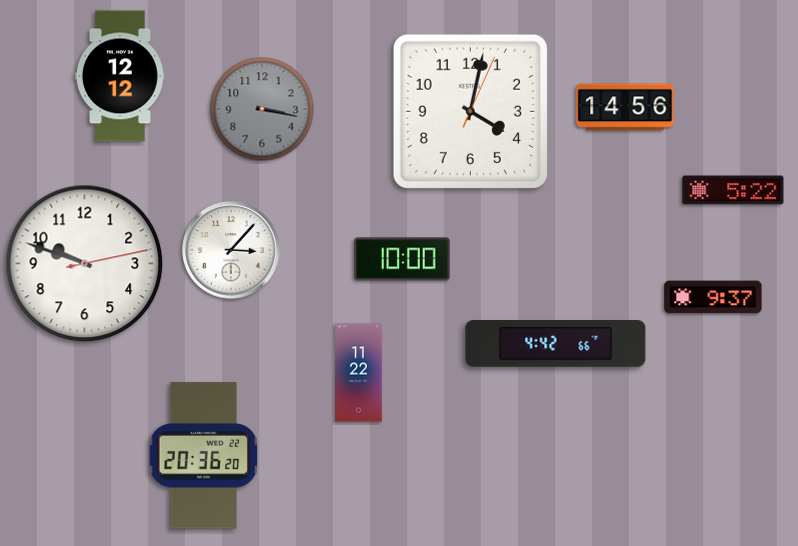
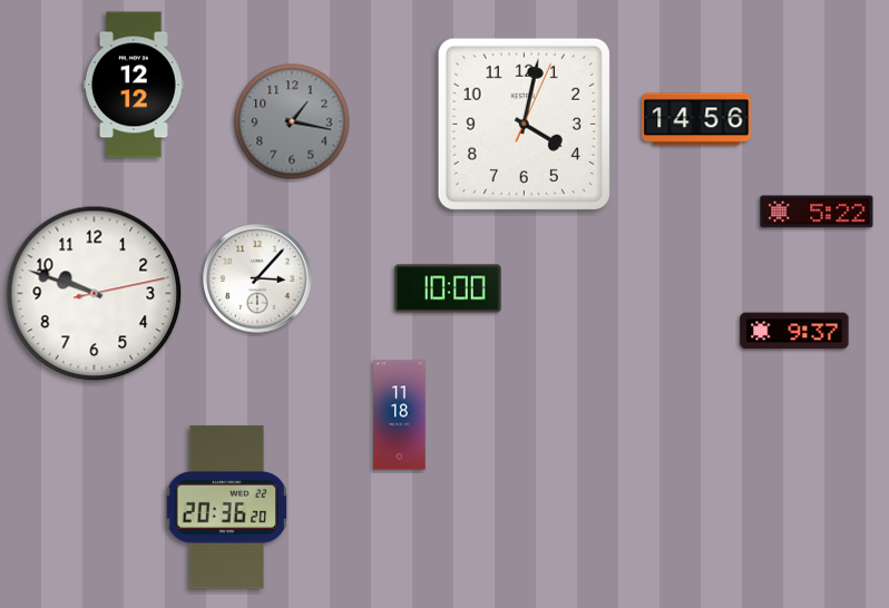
clock at (262, 109): 3:17 -> 1:17
clock at (556, 344): 4:42 -> none
clock at (359, 373): 11:22 -> 11:18
